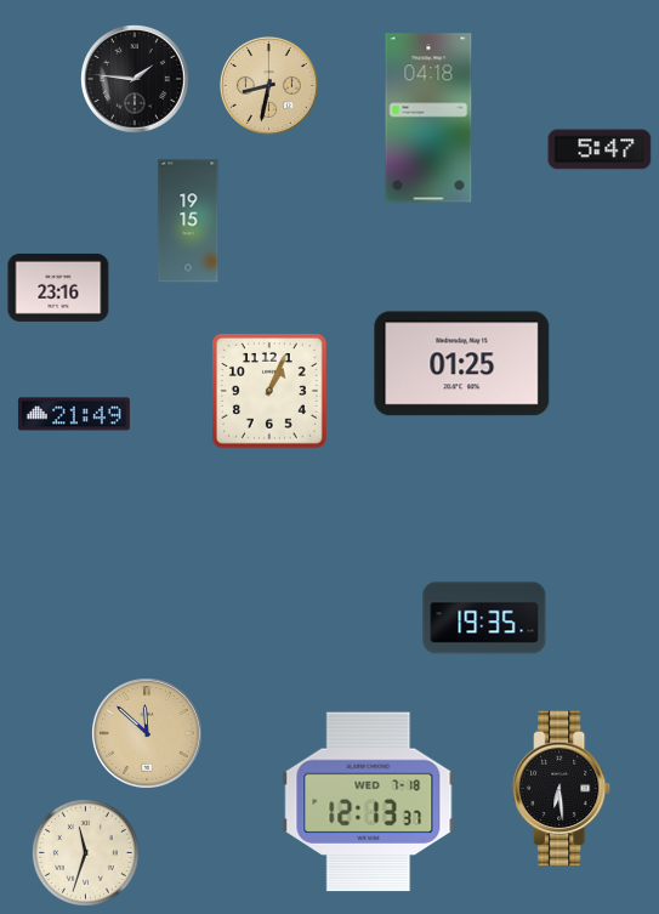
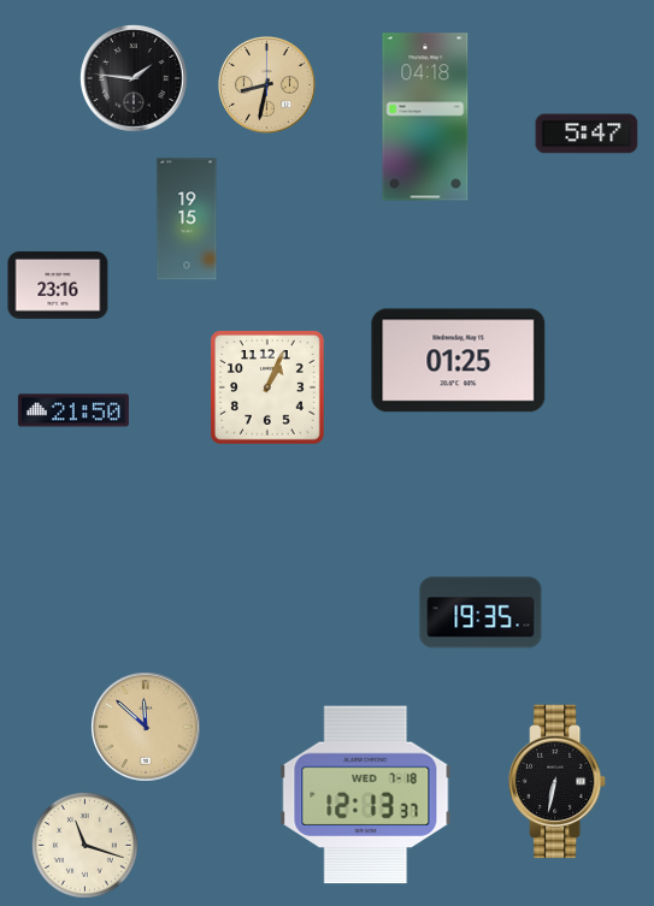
clock at (600, 149) position: (600, 149) -> (587, 134)
clock at (74, 414): 21:49 -> 21:50
clock at (563, 789): 6:29 -> 6:32
clock at (86, 853): 11:33 -> 11:18
